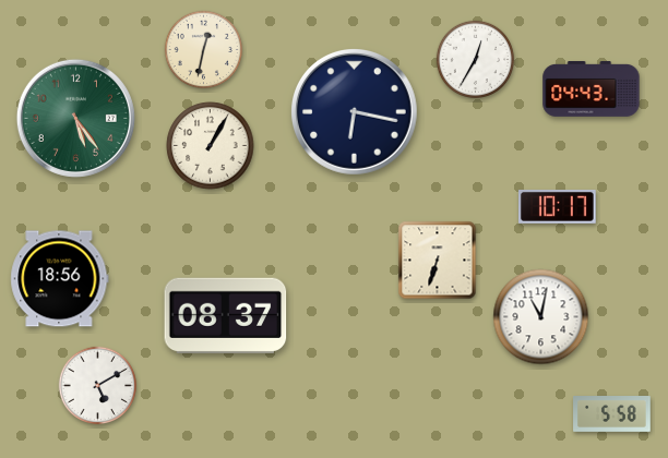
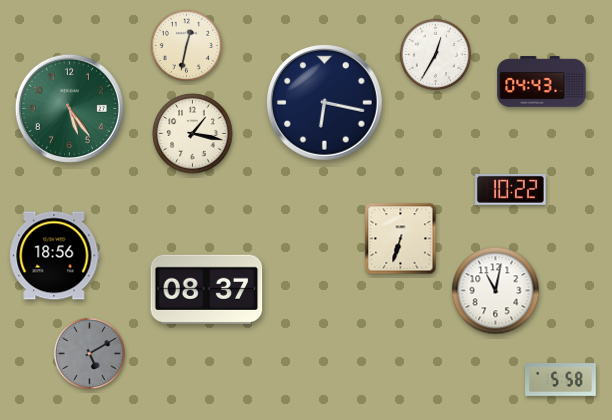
clock at (211, 146): 1:05 -> 1:17
clock at (558, 206): 10:17 -> 10:22
clock at (98, 386) dial: white -> grey
